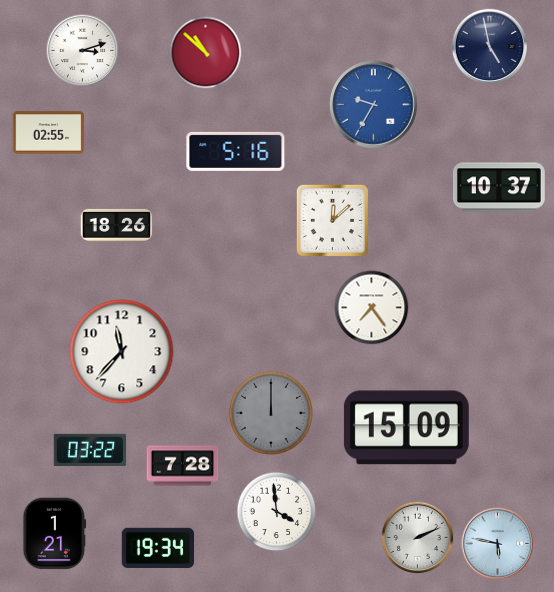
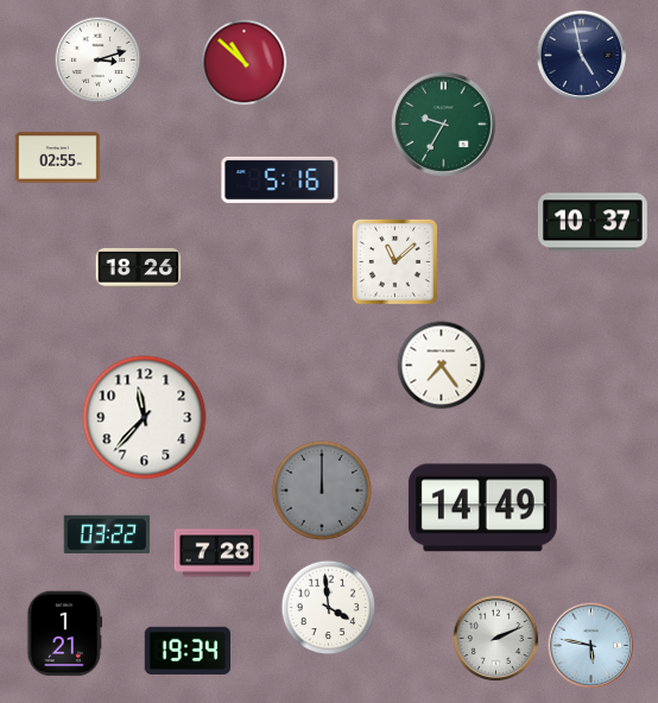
clock at (374, 105) dial: blue -> green
clock at (332, 220): 12:08 -> 11:08
clock at (406, 428): 15:09 -> 14:49
